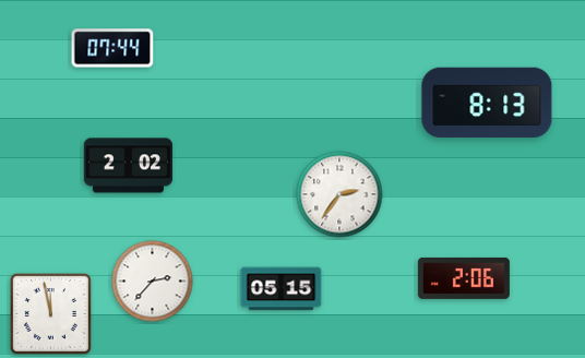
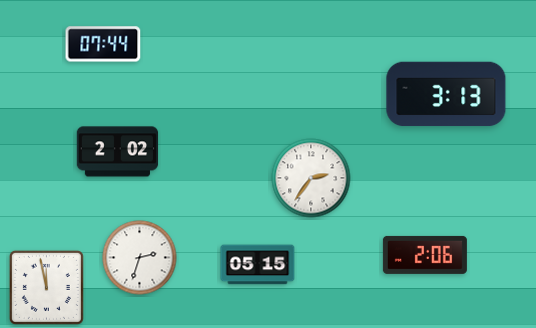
clock at (487, 103): 8:13 -> 3:13
clock at (153, 282): 2:37 -> 2:33
